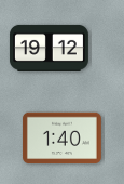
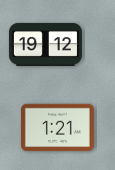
clock at (61, 139): 1:40 -> 1:21
